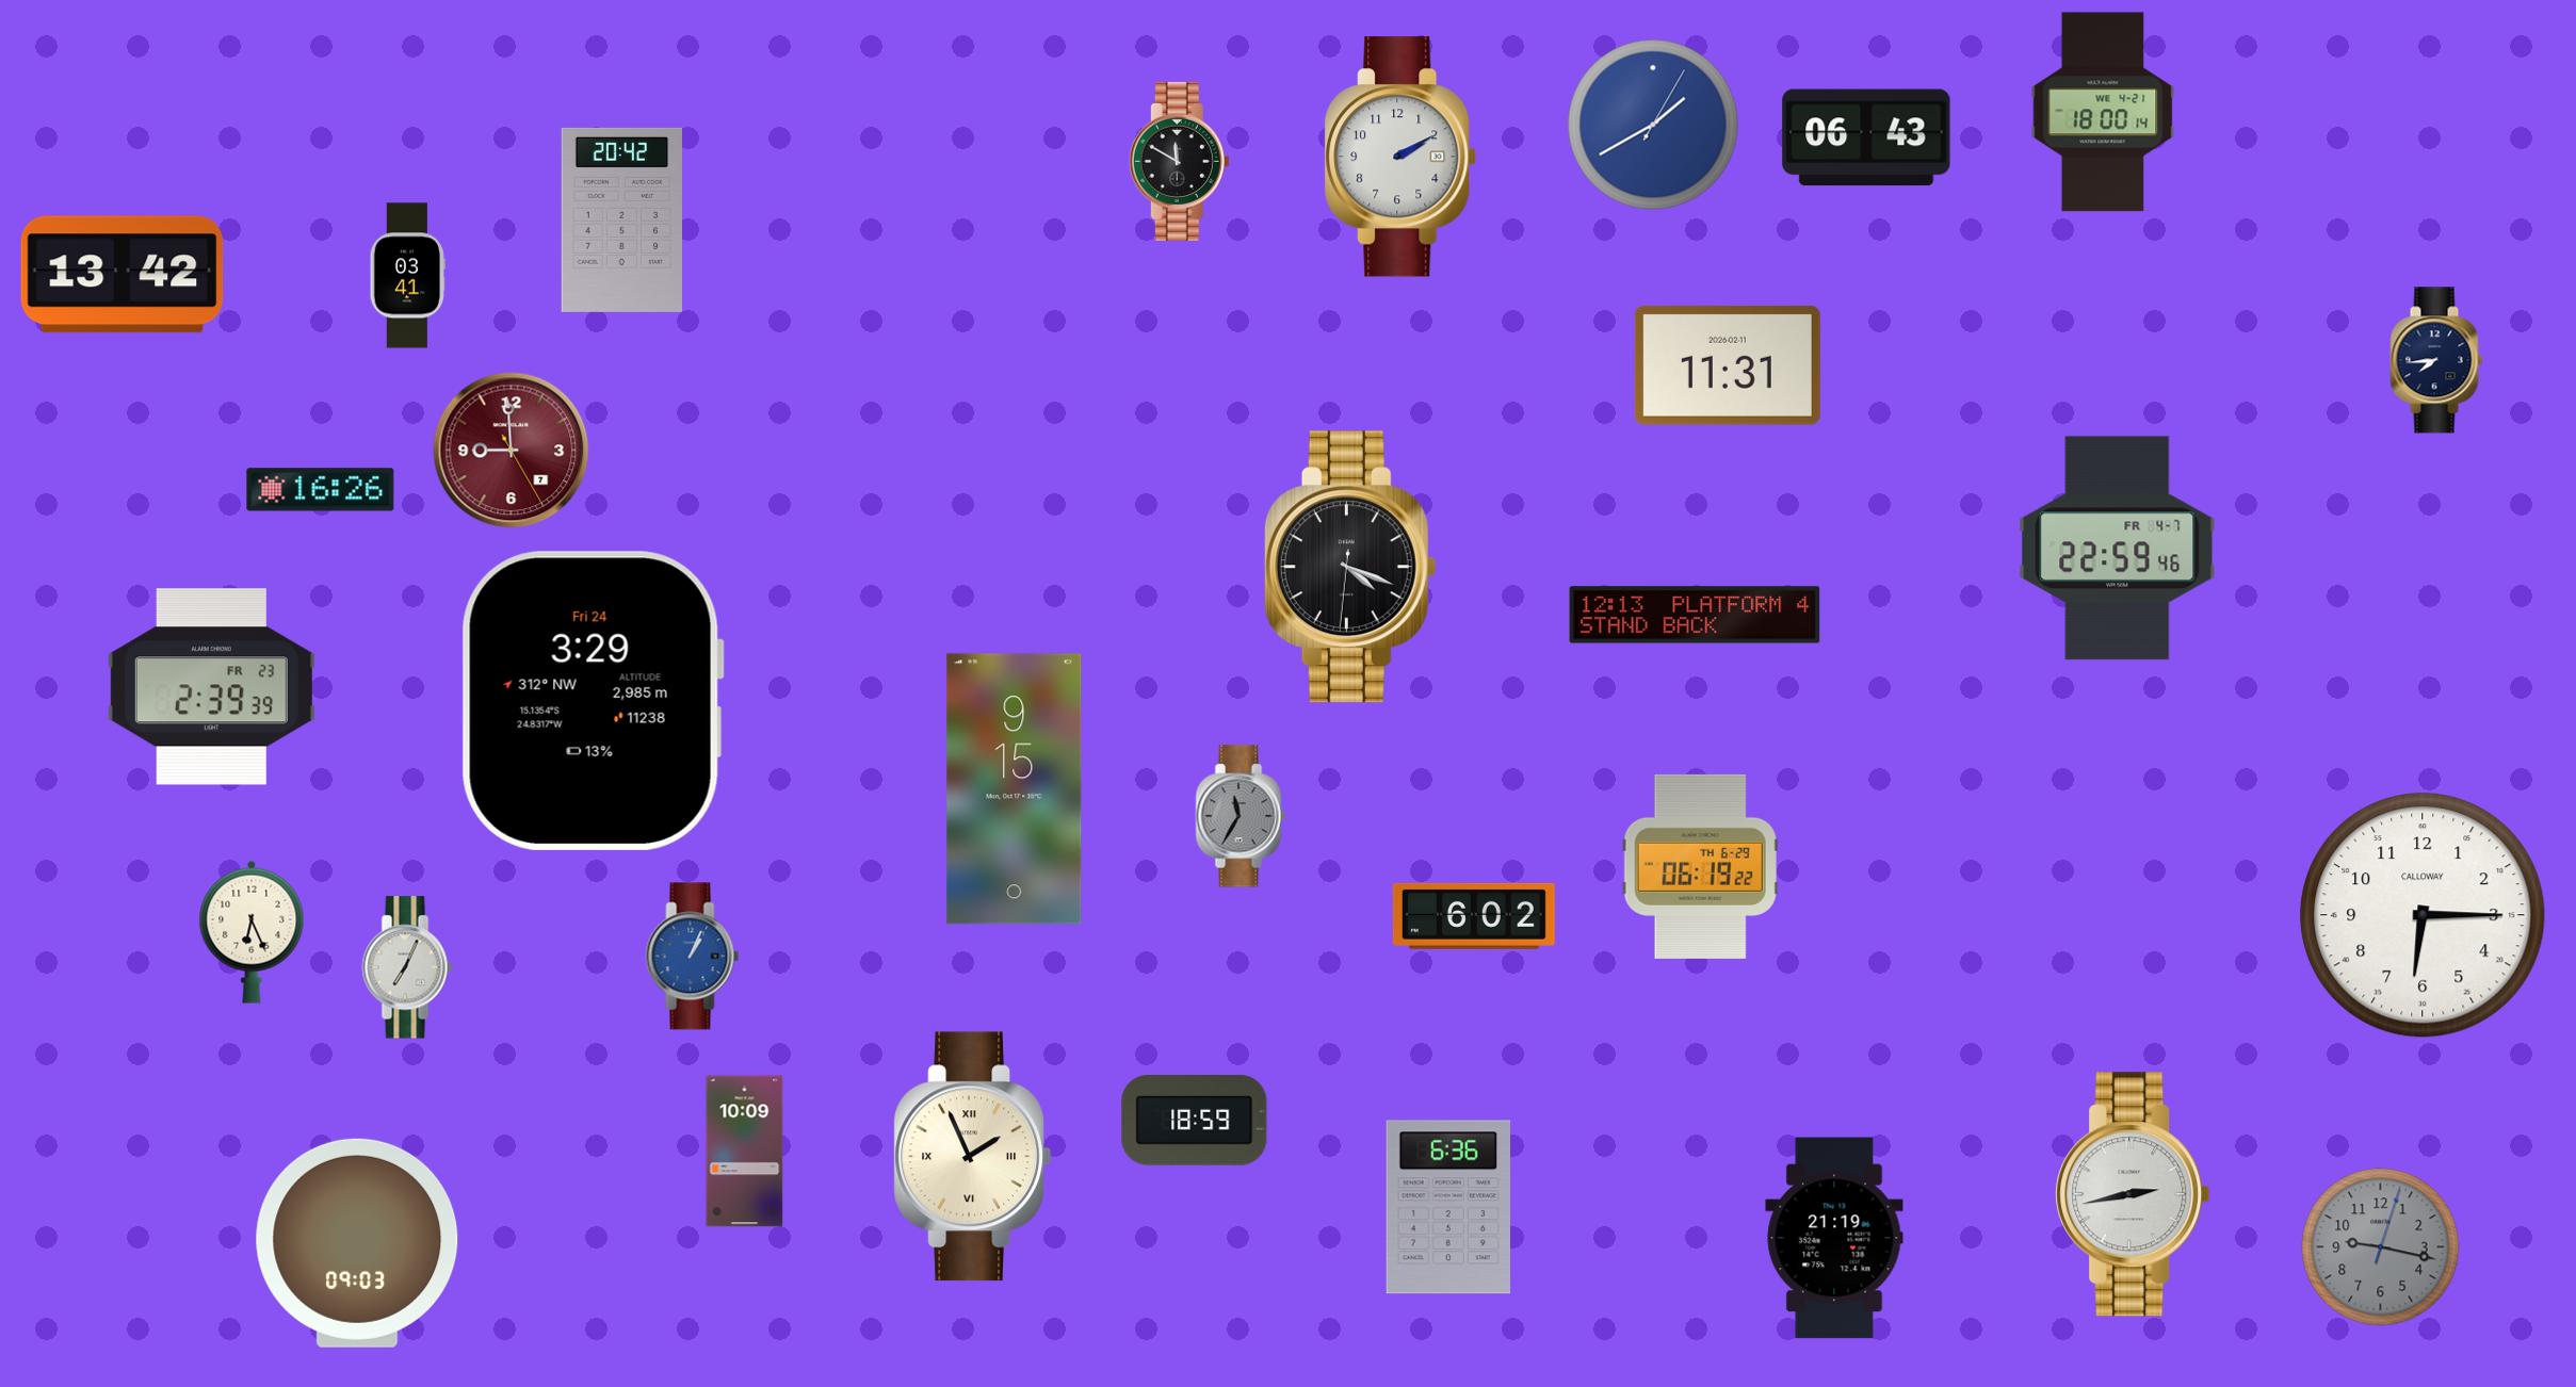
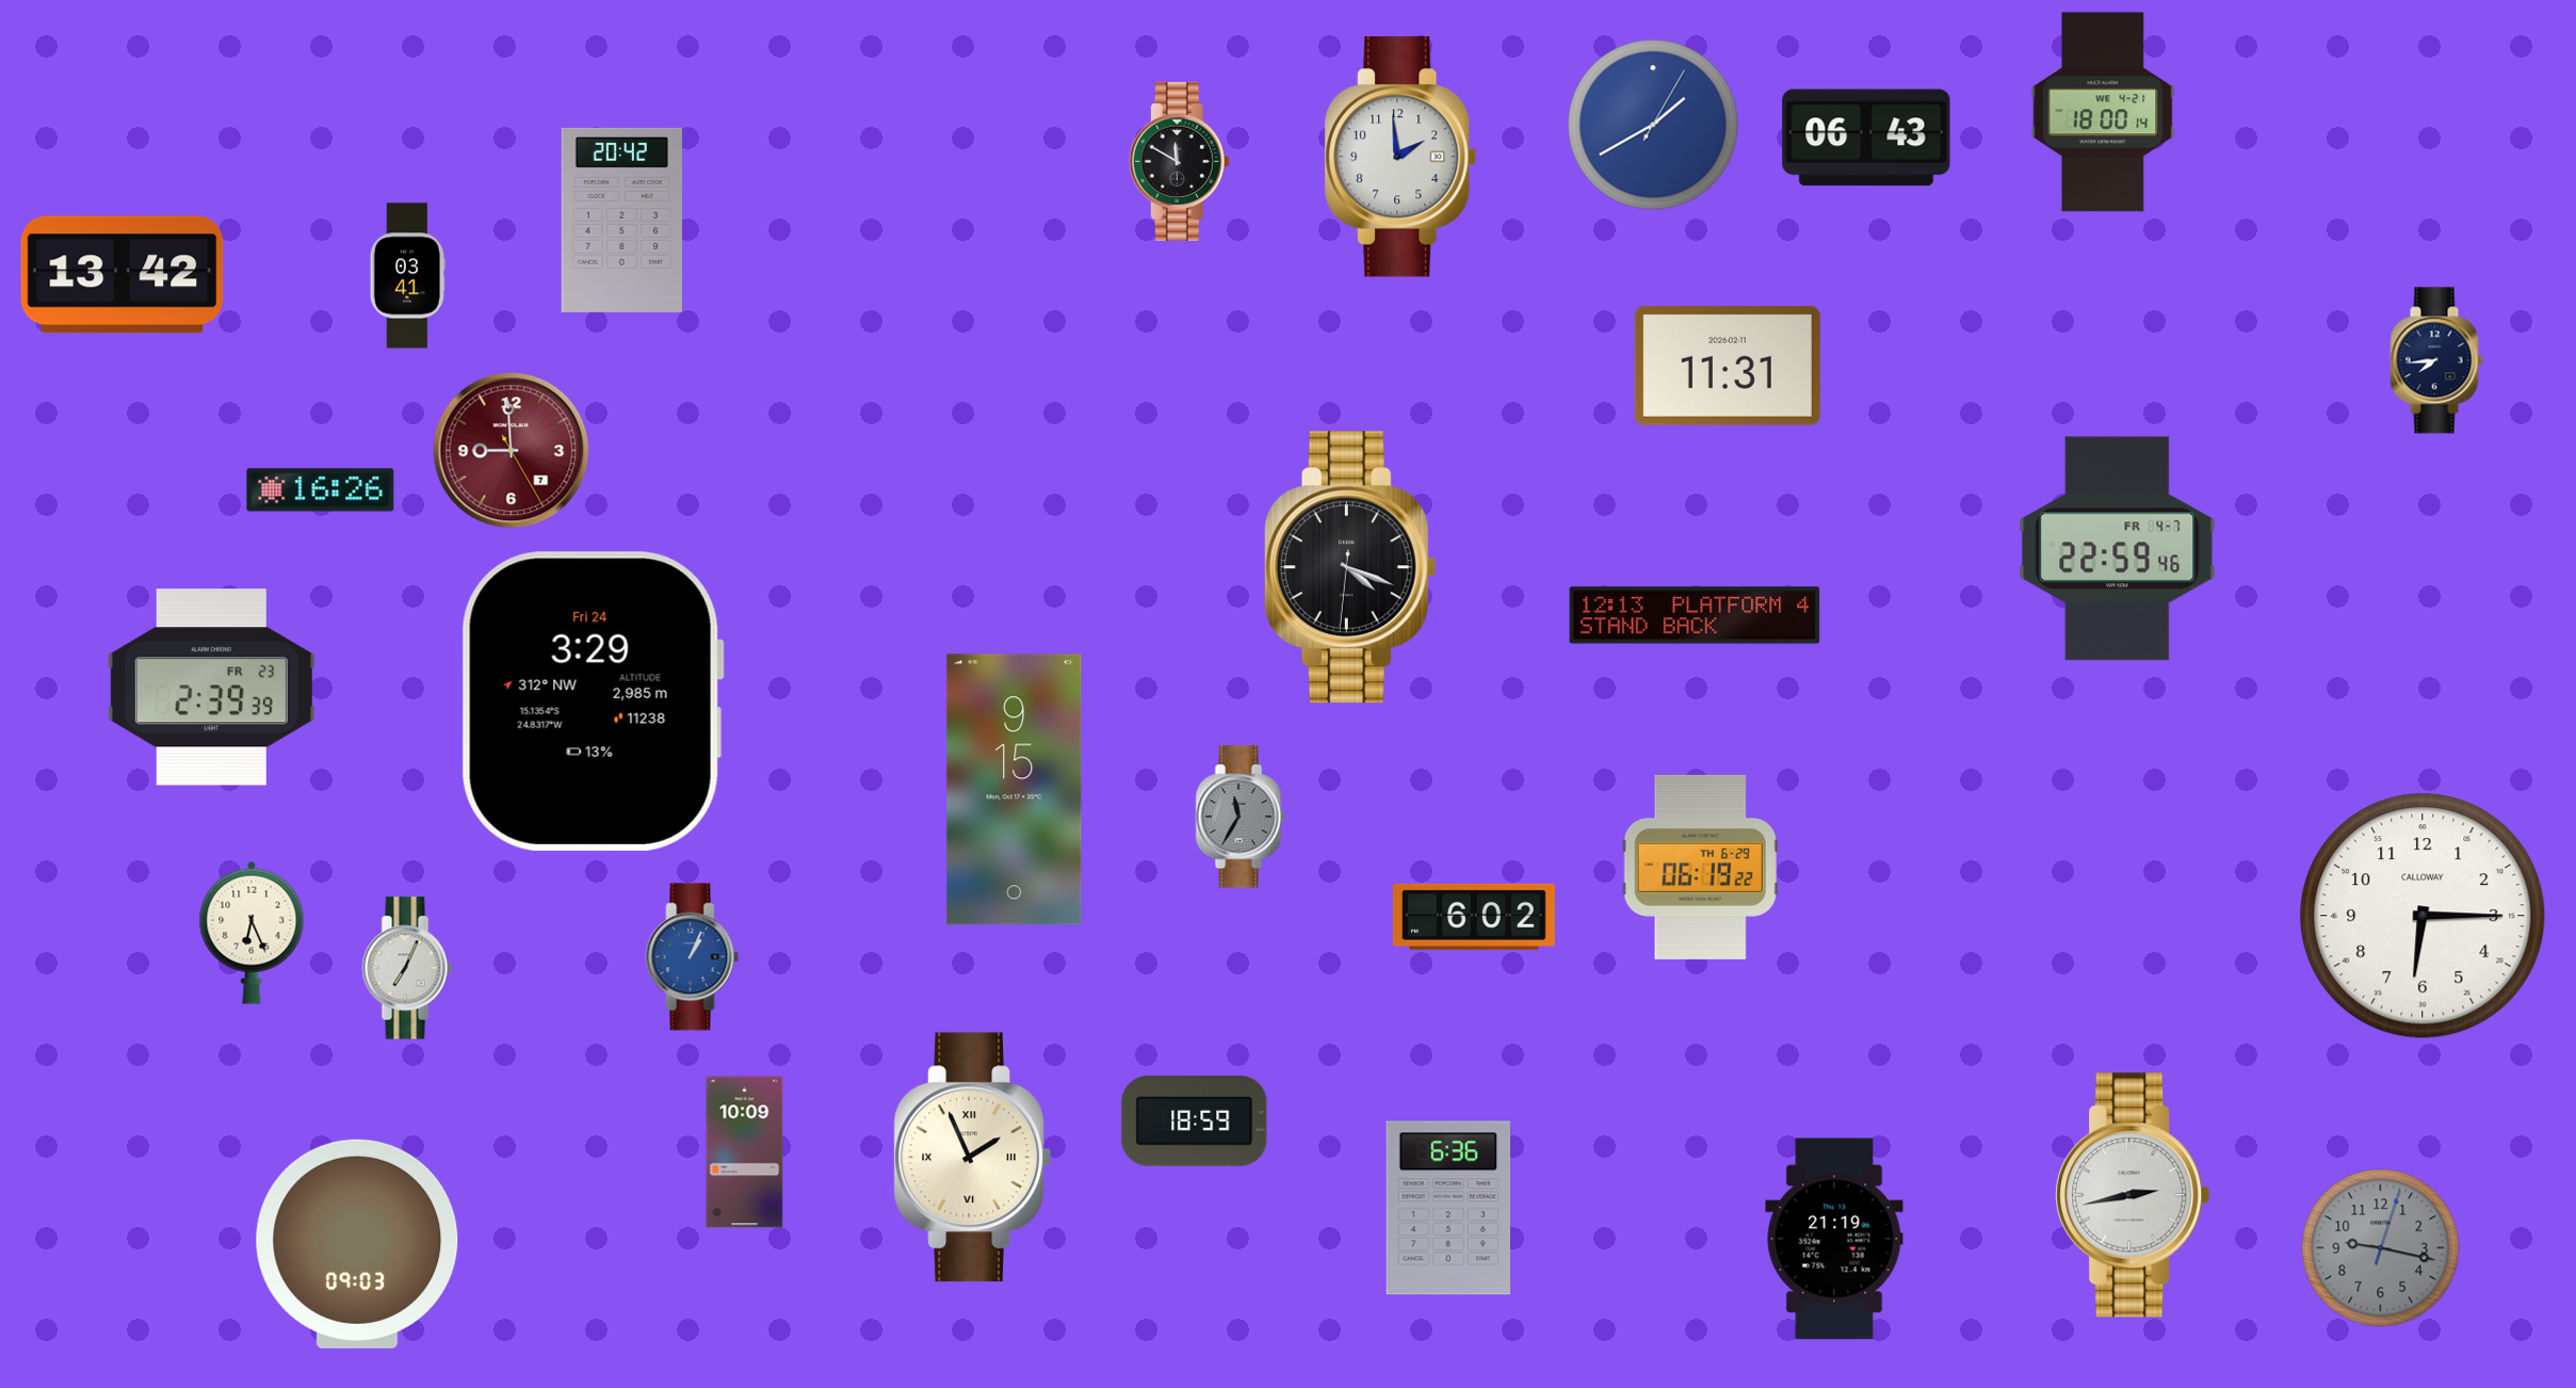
clock at (1400, 157): 2:10 -> 1:59
